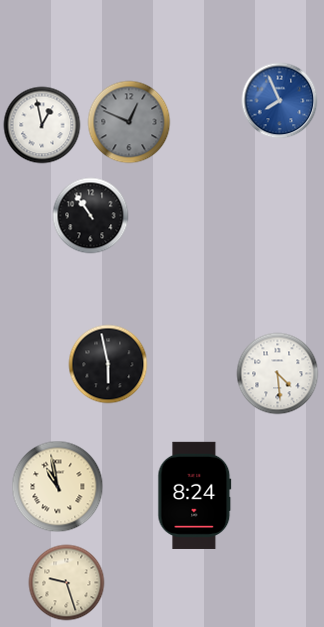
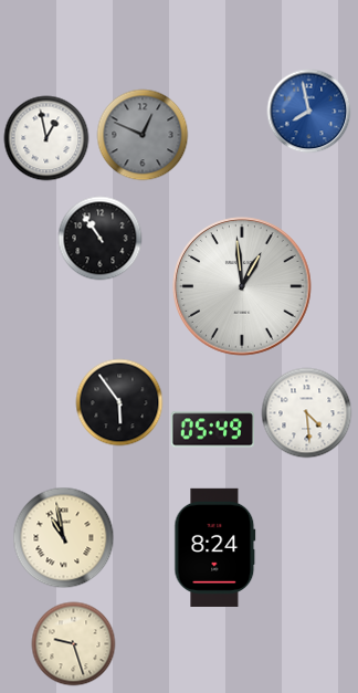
clock at (280, 101): 7:56 -> 7:58
clock at (242, 286): none -> 12:59
clock at (108, 364): 5:58 -> 5:54
clock at (212, 430): none -> 05:49
